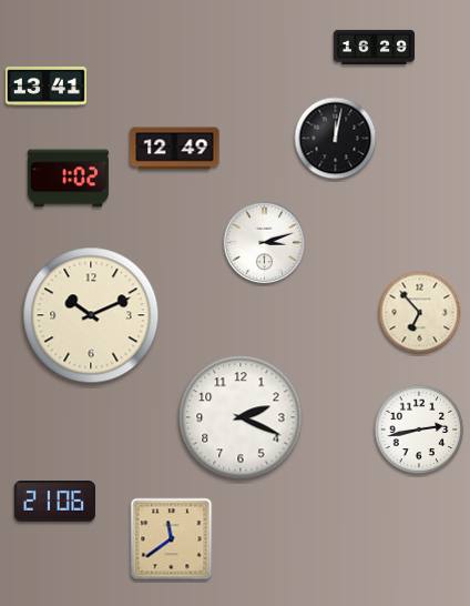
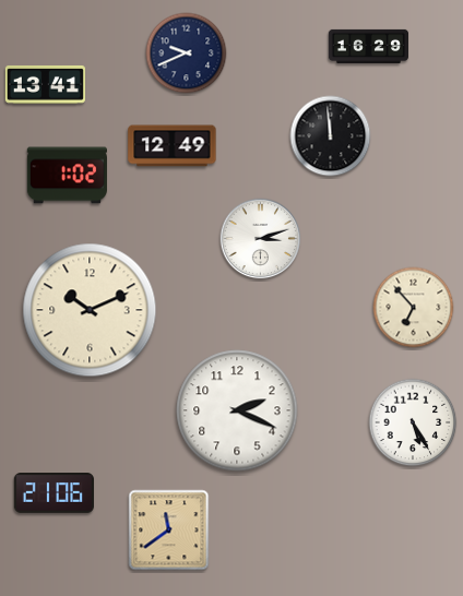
clock at (187, 53): none -> 9:41
clock at (336, 139): 12:02 -> 11:59
clock at (419, 430): 2:43 -> 5:25
